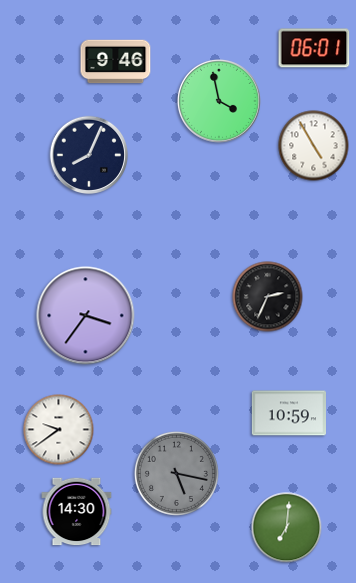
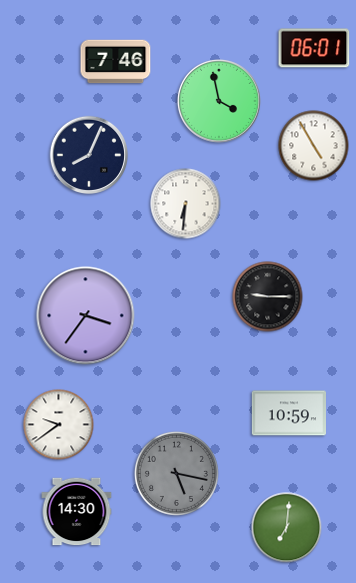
clock at (116, 62): 9:46 -> 7:46
clock at (186, 204): none -> 6:31
clock at (268, 297): 2:34 -> 9:15
clock at (59, 430) position: (59, 430) -> (59, 425)
